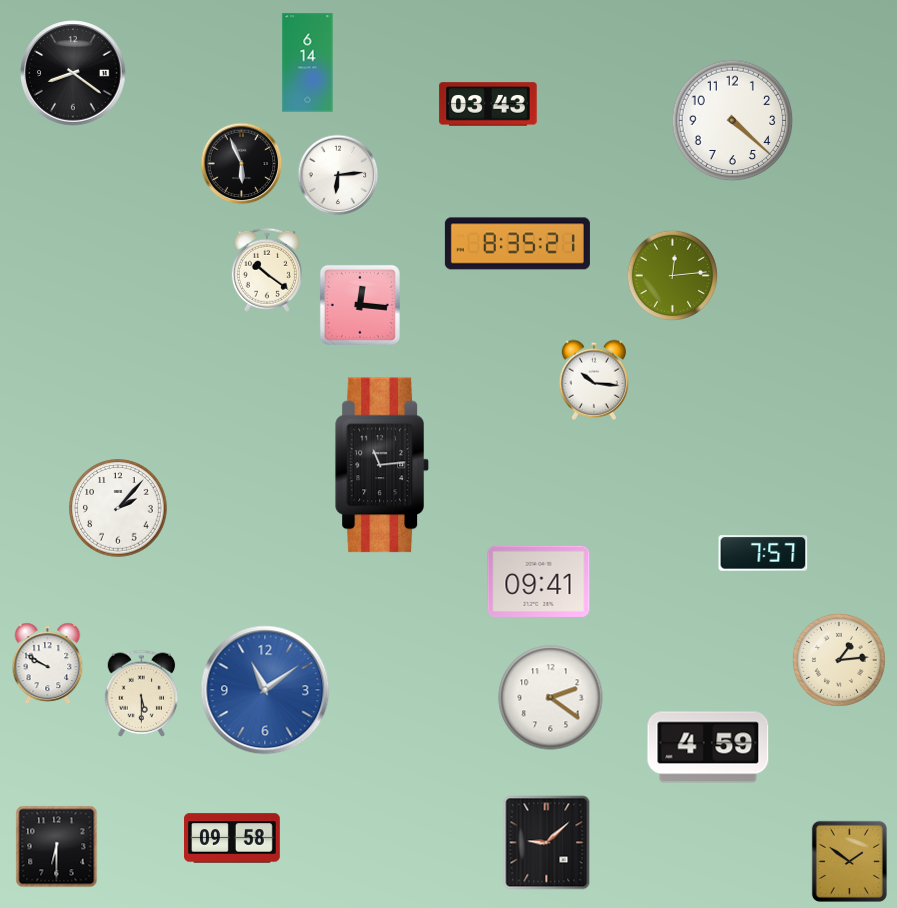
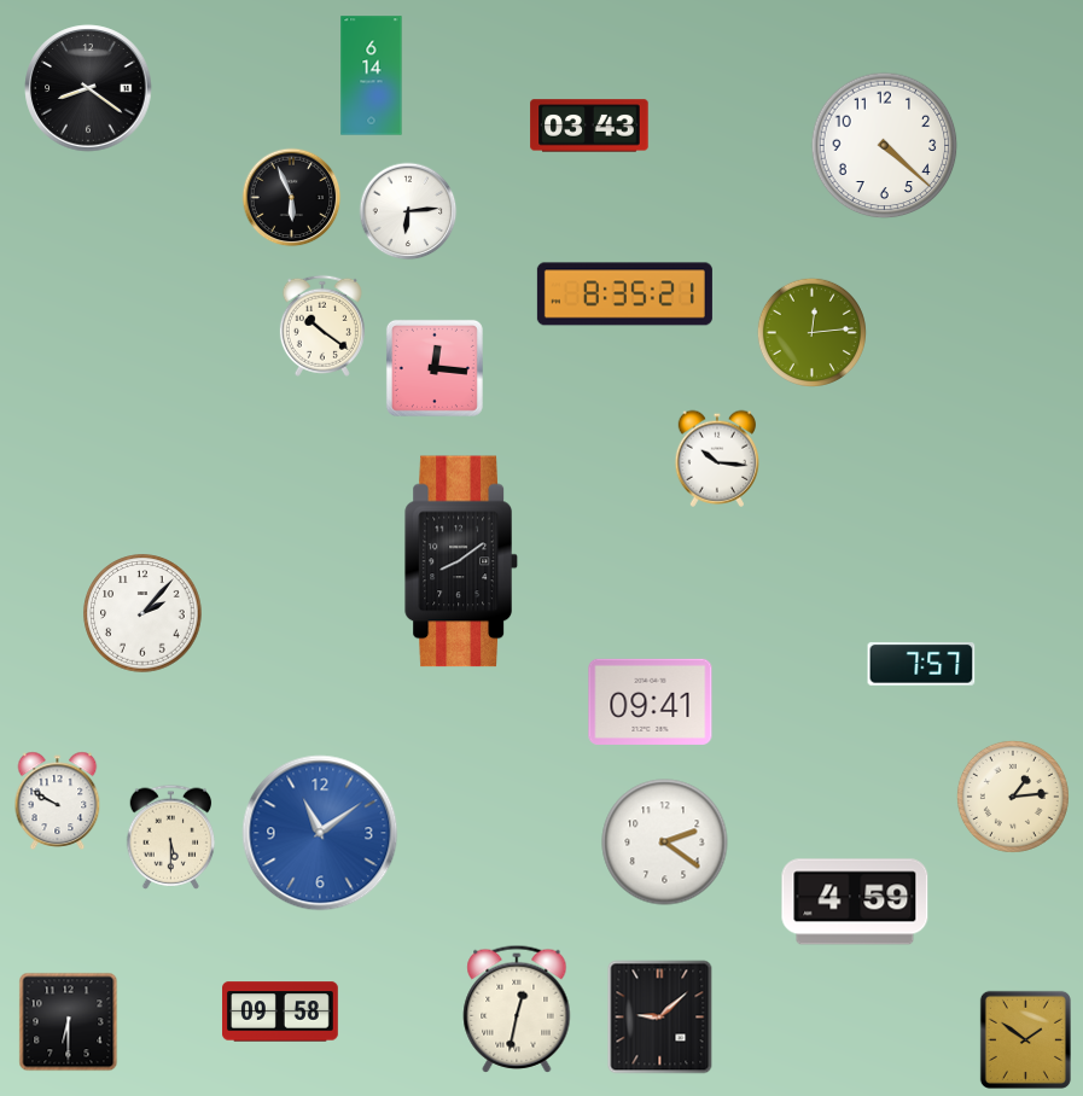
clock at (382, 465): 11:14 -> 8:09
clock at (763, 553) position: (763, 553) -> (921, 664)
clock at (517, 1009): none -> 12:32
